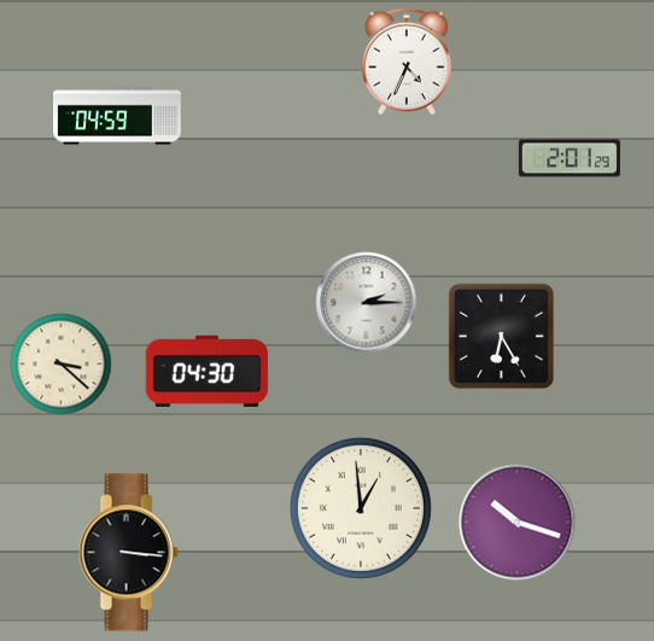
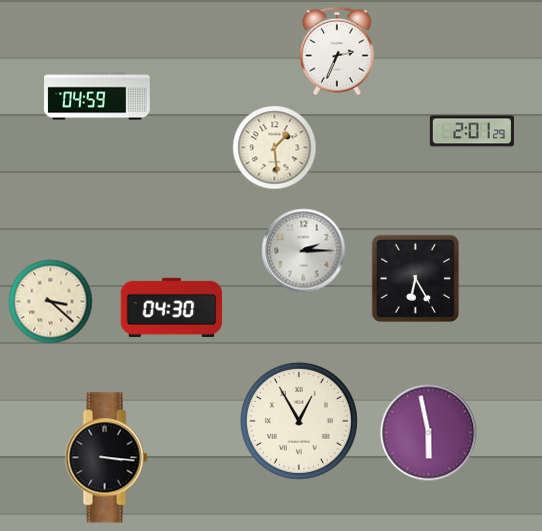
clock at (407, 62): 4:34 -> 2:34
clock at (275, 148): none -> 1:29
clock at (361, 508): 12:59 -> 12:55
clock at (518, 523): 10:18 -> 5:58
